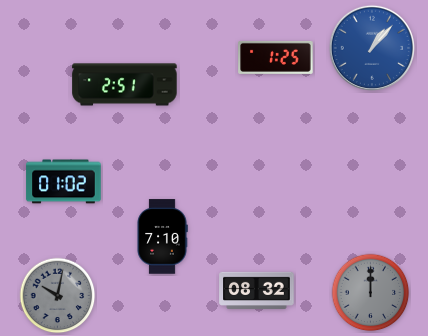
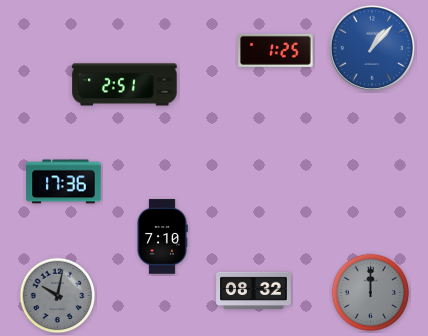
clock at (276, 57) position: (276, 57) -> (276, 50)
clock at (64, 182): 01:02 -> 17:36
clock at (257, 291) position: (257, 291) -> (254, 291)
